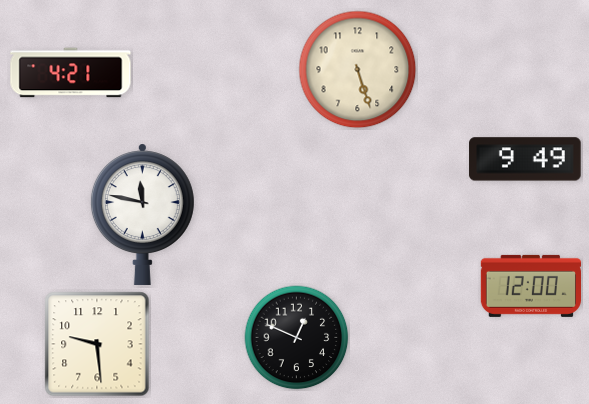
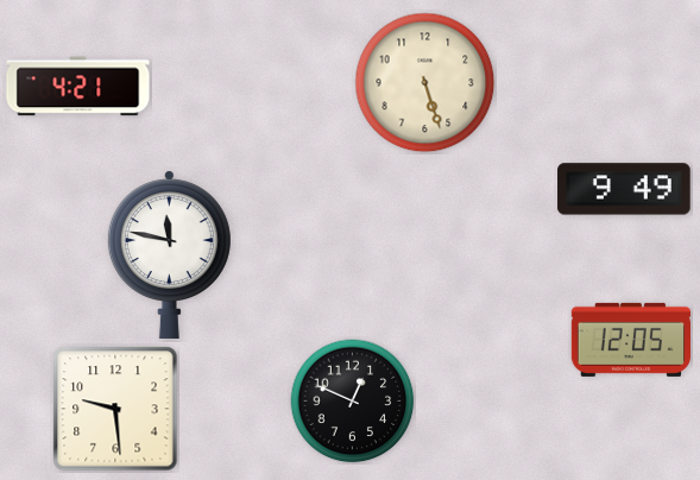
clock at (71, 73) position: (71, 73) -> (78, 87)
clock at (530, 286): 12:00 -> 12:05
